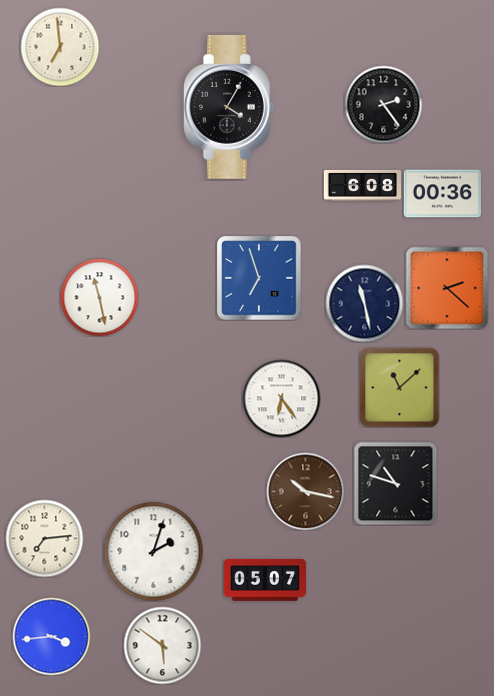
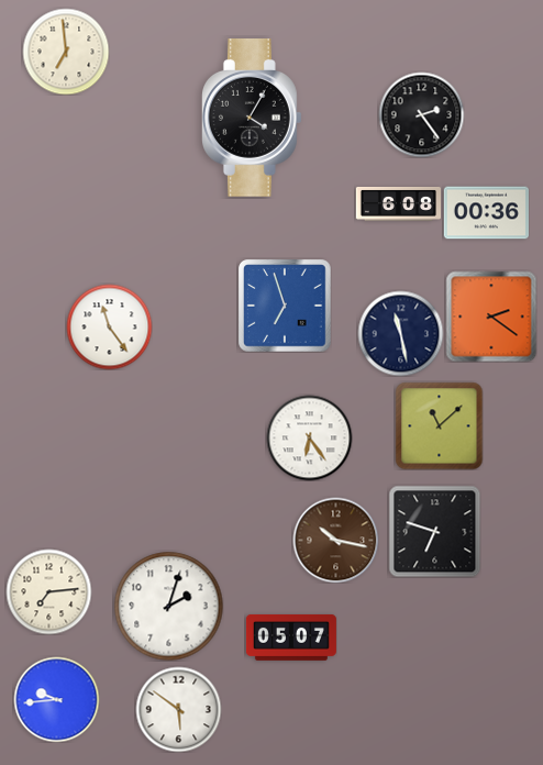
clock at (447, 288): 2:22 -> 2:21
clock at (99, 297): 11:28 -> 11:24
clock at (395, 483): 10:48 -> 6:48
clock at (51, 636): 3:44 -> 9:44
